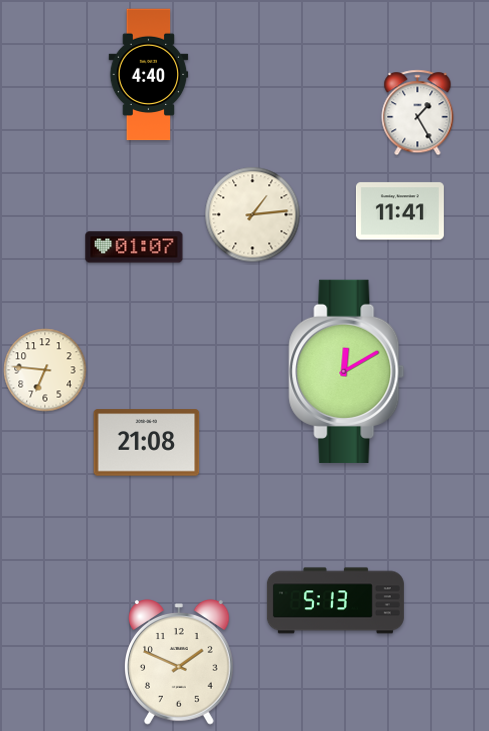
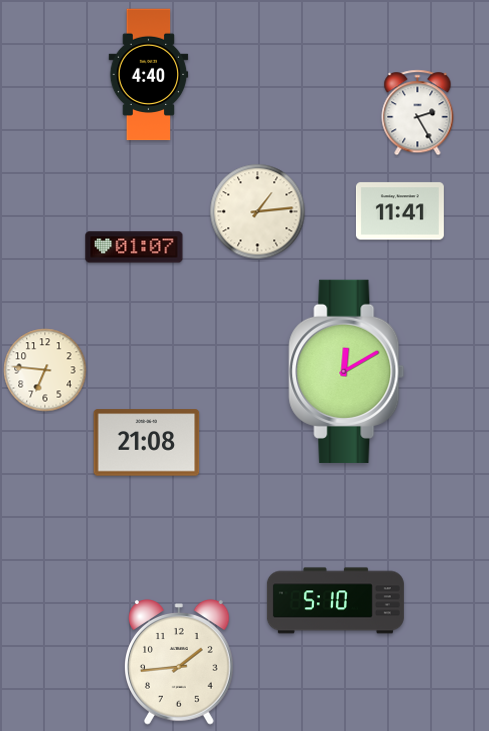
clock at (418, 113): 1:25 -> 2:25
clock at (253, 215) position: (253, 215) -> (258, 212)
clock at (335, 601): 5:13 -> 5:10
clock at (179, 662): 1:49 -> 1:44
